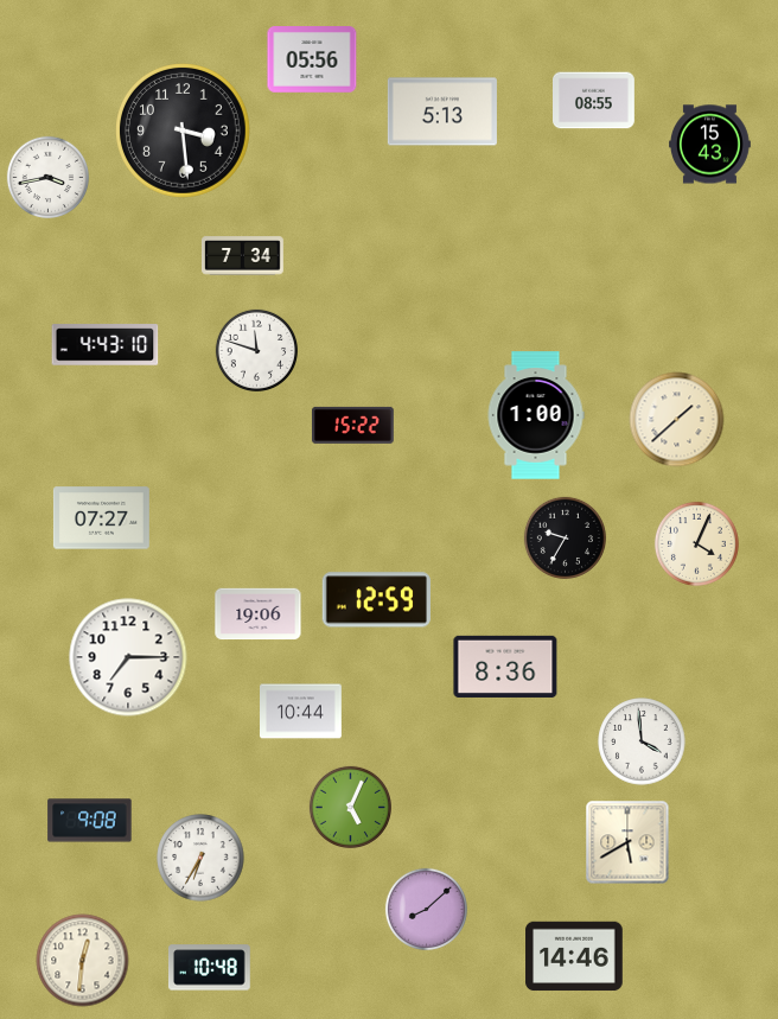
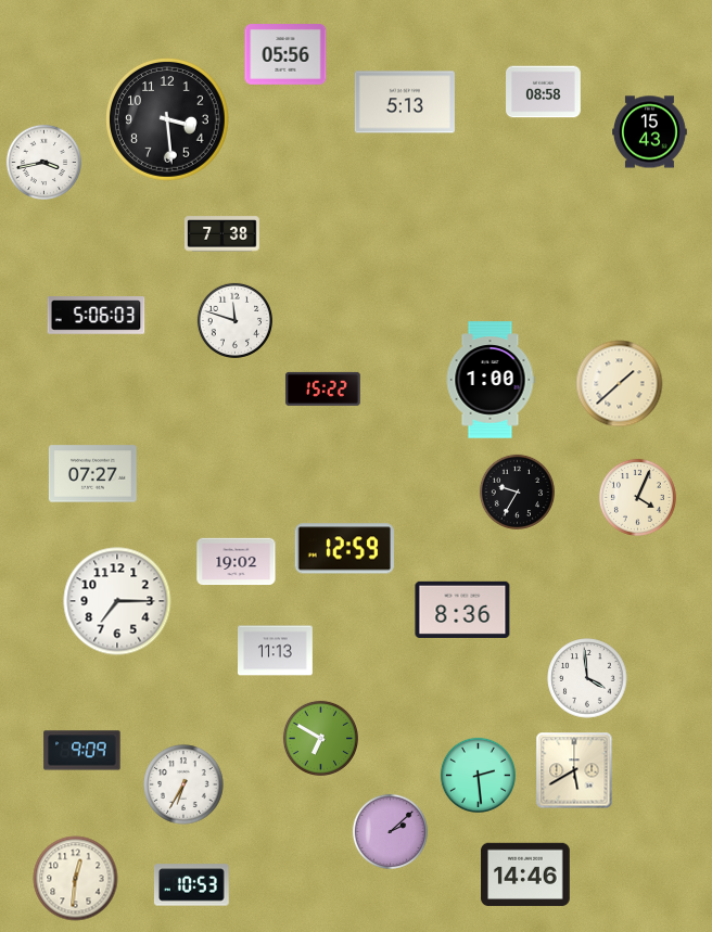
clock at (594, 101): 08:55 -> 08:58
clock at (243, 256): 7:34 -> 7:38
clock at (106, 345): 4:43 -> 5:06
clock at (259, 614): 19:06 -> 19:02
clock at (301, 712): 10:44 -> 11:13
clock at (350, 807): 5:04 -> 6:50
clock at (90, 821): 9:08 -> 9:09
clock at (478, 775): none -> 2:29
clock at (426, 909): 8:08 -> 2:08
clock at (209, 968): 10:48 -> 10:53
